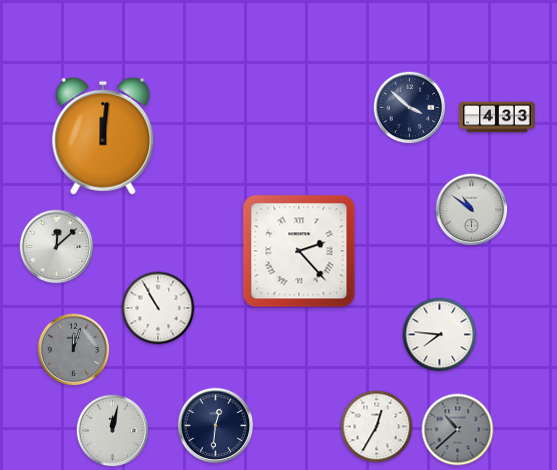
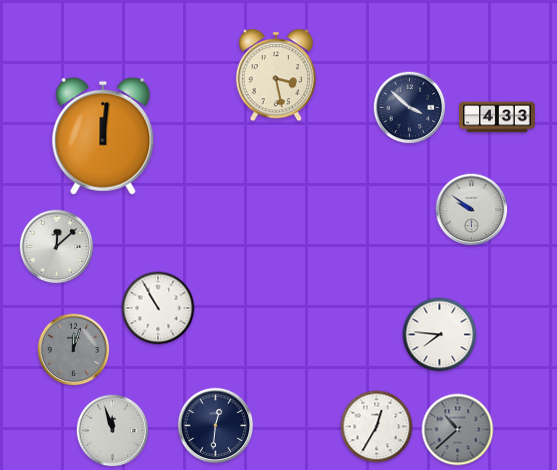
clock at (276, 75): none -> 3:28
clock at (472, 210): 10:51 -> 9:51
clock at (299, 251): 2:23 -> none
clock at (113, 431): 12:02 -> 11:57
